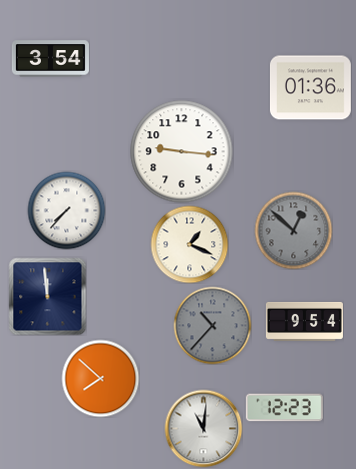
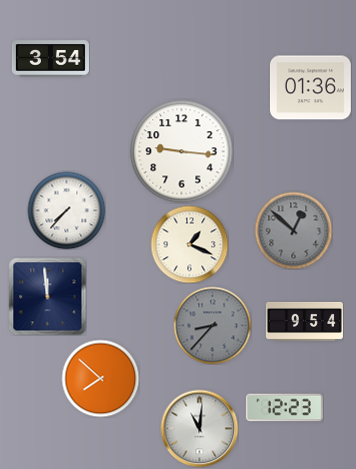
clock at (212, 325): 10:37 -> 8:37
clock at (203, 428) position: (203, 428) -> (199, 428)
